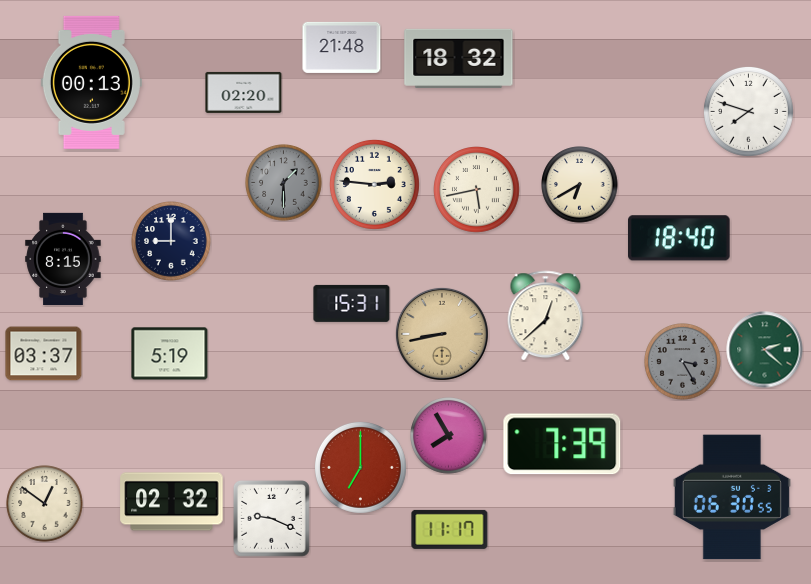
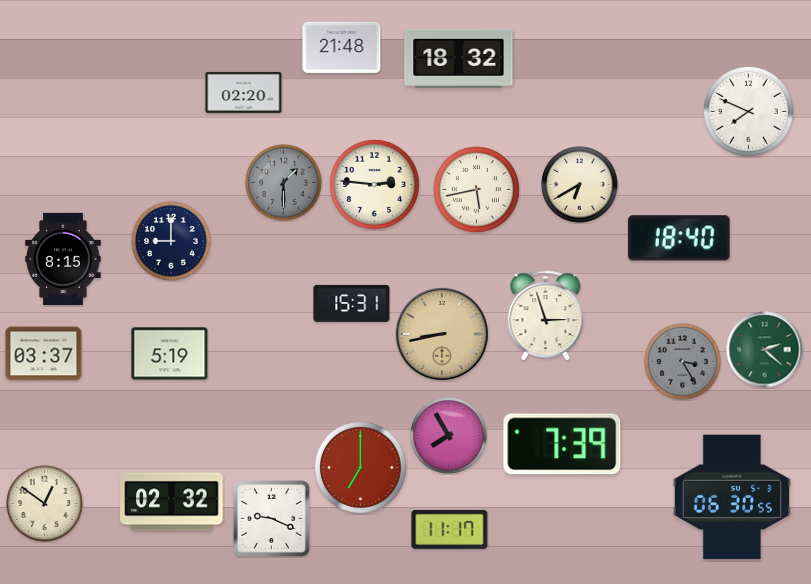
clock at (91, 82): 00:13 -> none
clock at (748, 111): 7:48 -> 7:49
clock at (546, 316): 12:38 -> 2:57
